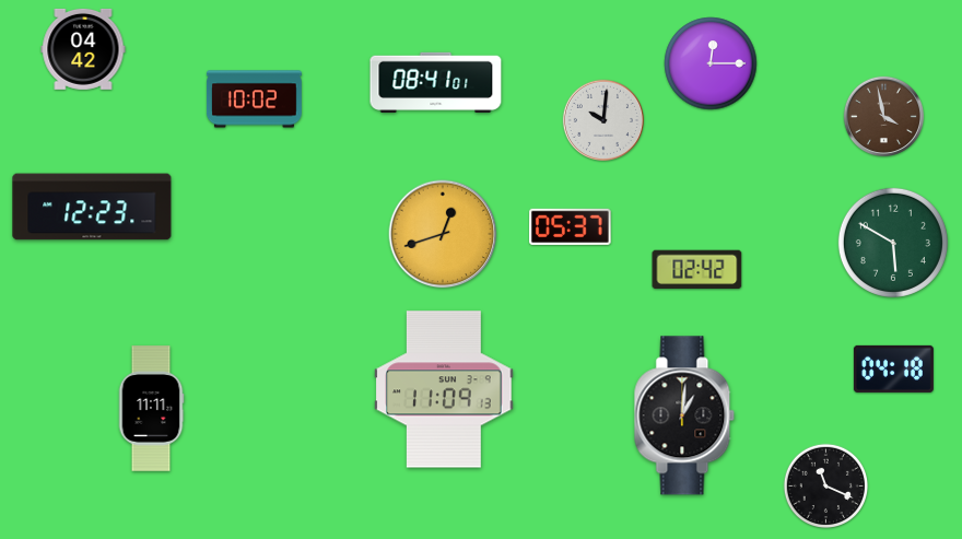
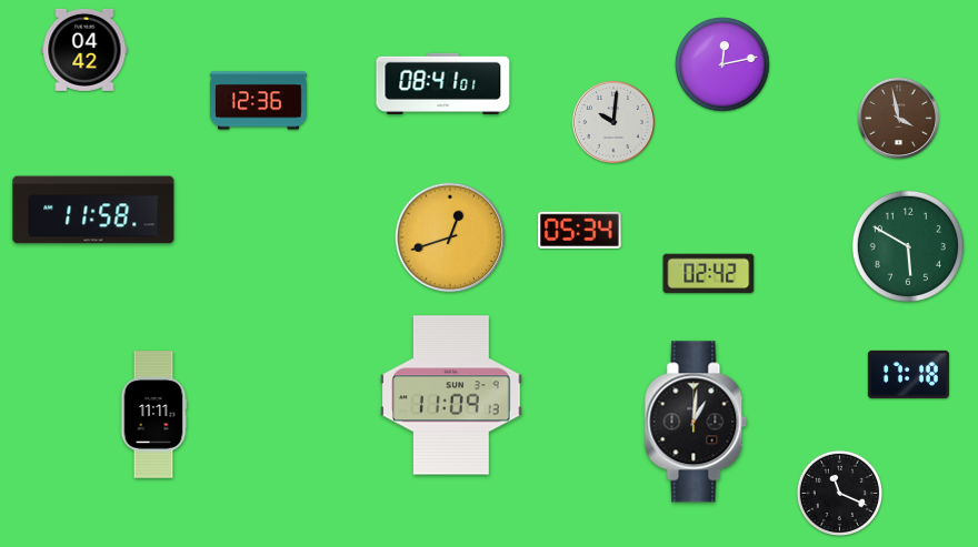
clock at (711, 63): 12:15 -> 12:13
clock at (254, 99): 10:02 -> 12:36
clock at (92, 207): 12:23 -> 11:58
clock at (571, 226): 05:37 -> 05:34
clock at (893, 368): 04:18 -> 17:18
